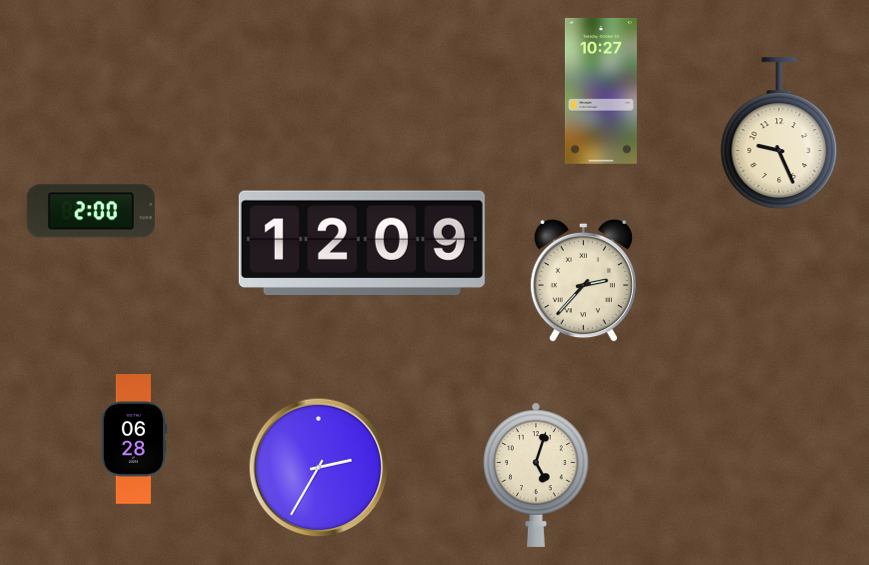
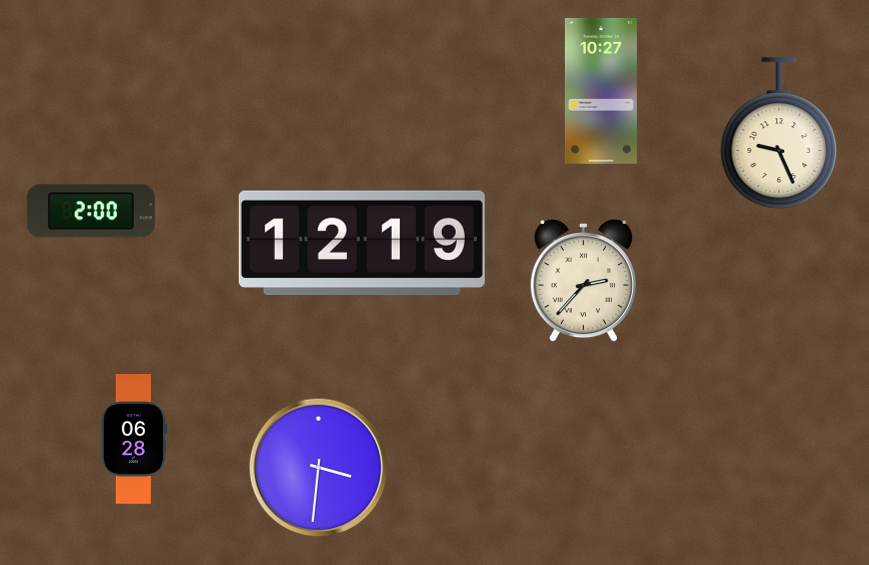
clock at (362, 242): 12:09 -> 12:19
clock at (319, 468): 2:35 -> 3:31
clock at (536, 475): 5:03 -> none
